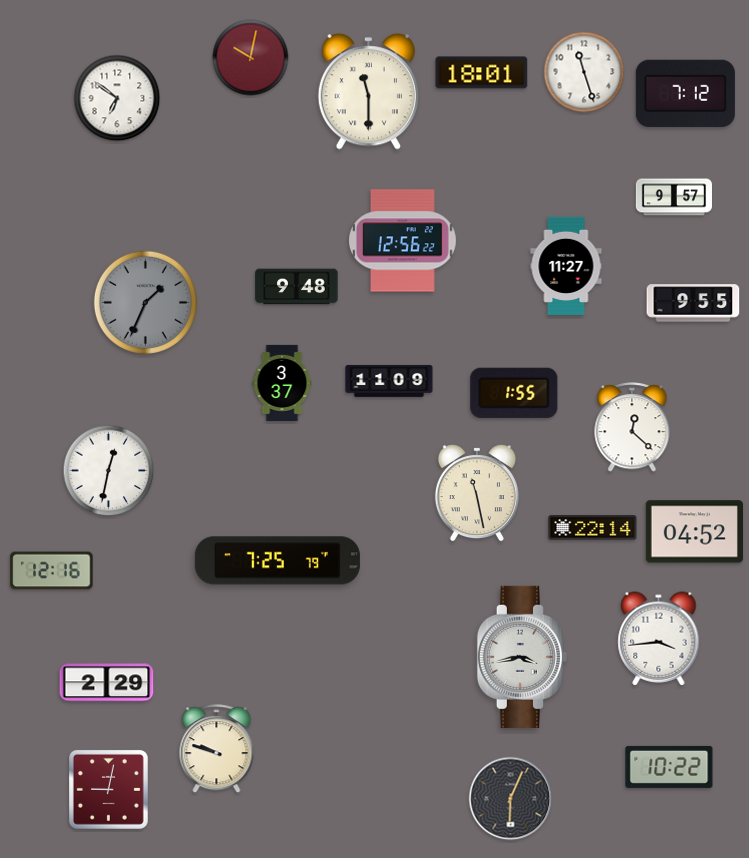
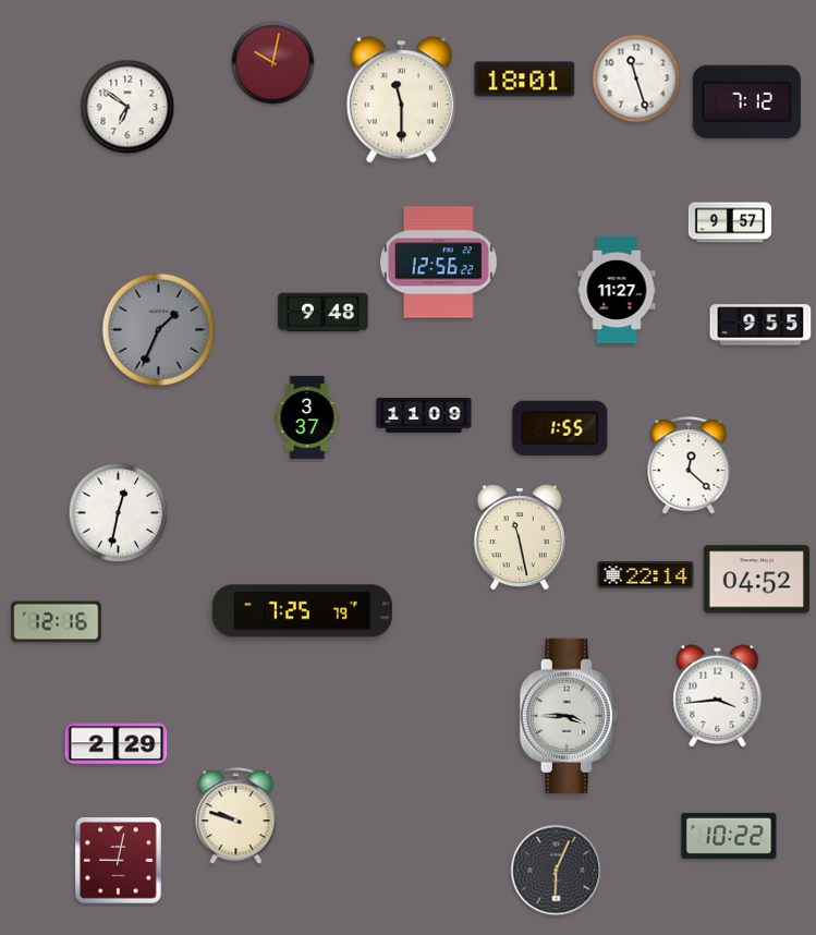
clock at (674, 197) position: (674, 197) -> (730, 222)
clock at (693, 303) position: (693, 303) -> (760, 325)
clock at (522, 657): 3:43 -> 3:45
